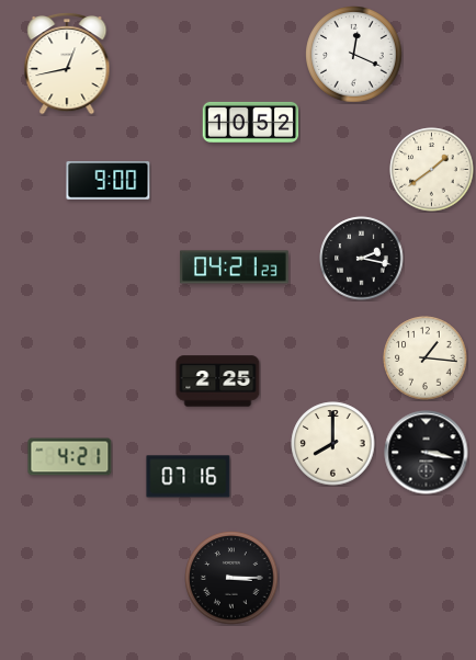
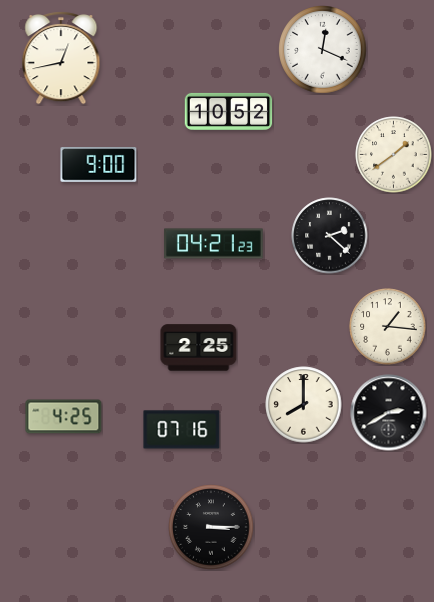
clock at (362, 259): 2:17 -> 2:22
clock at (427, 453): 3:17 -> 2:40
clock at (70, 457): 4:21 -> 4:25
clock at (189, 477) position: (189, 477) -> (182, 430)
